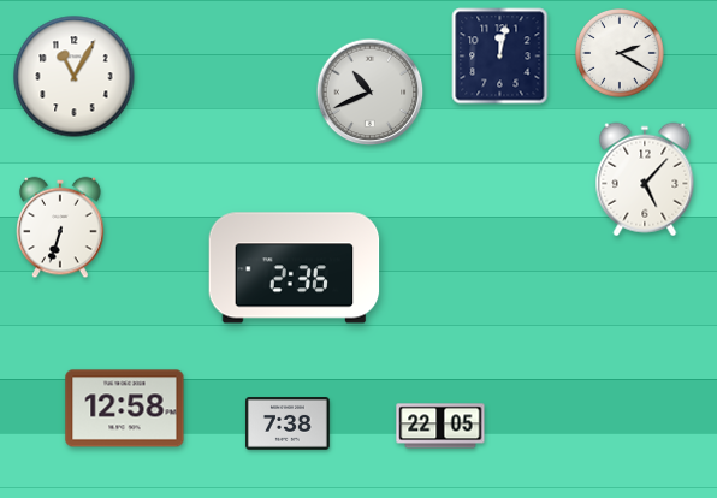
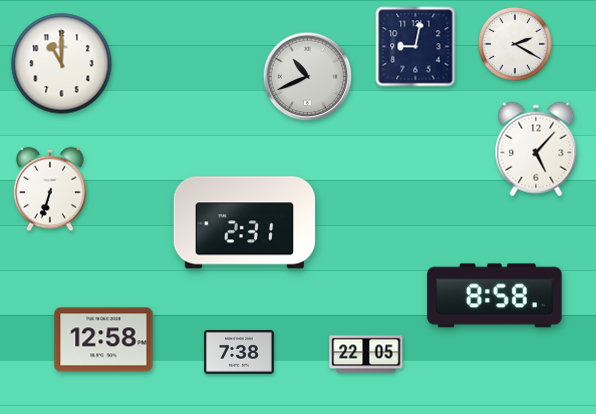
clock at (500, 57): 12:02 -> 9:02
clock at (75, 77): 11:05 -> 11:00
clock at (295, 268): 2:36 -> 2:31
clock at (495, 296): none -> 8:58
